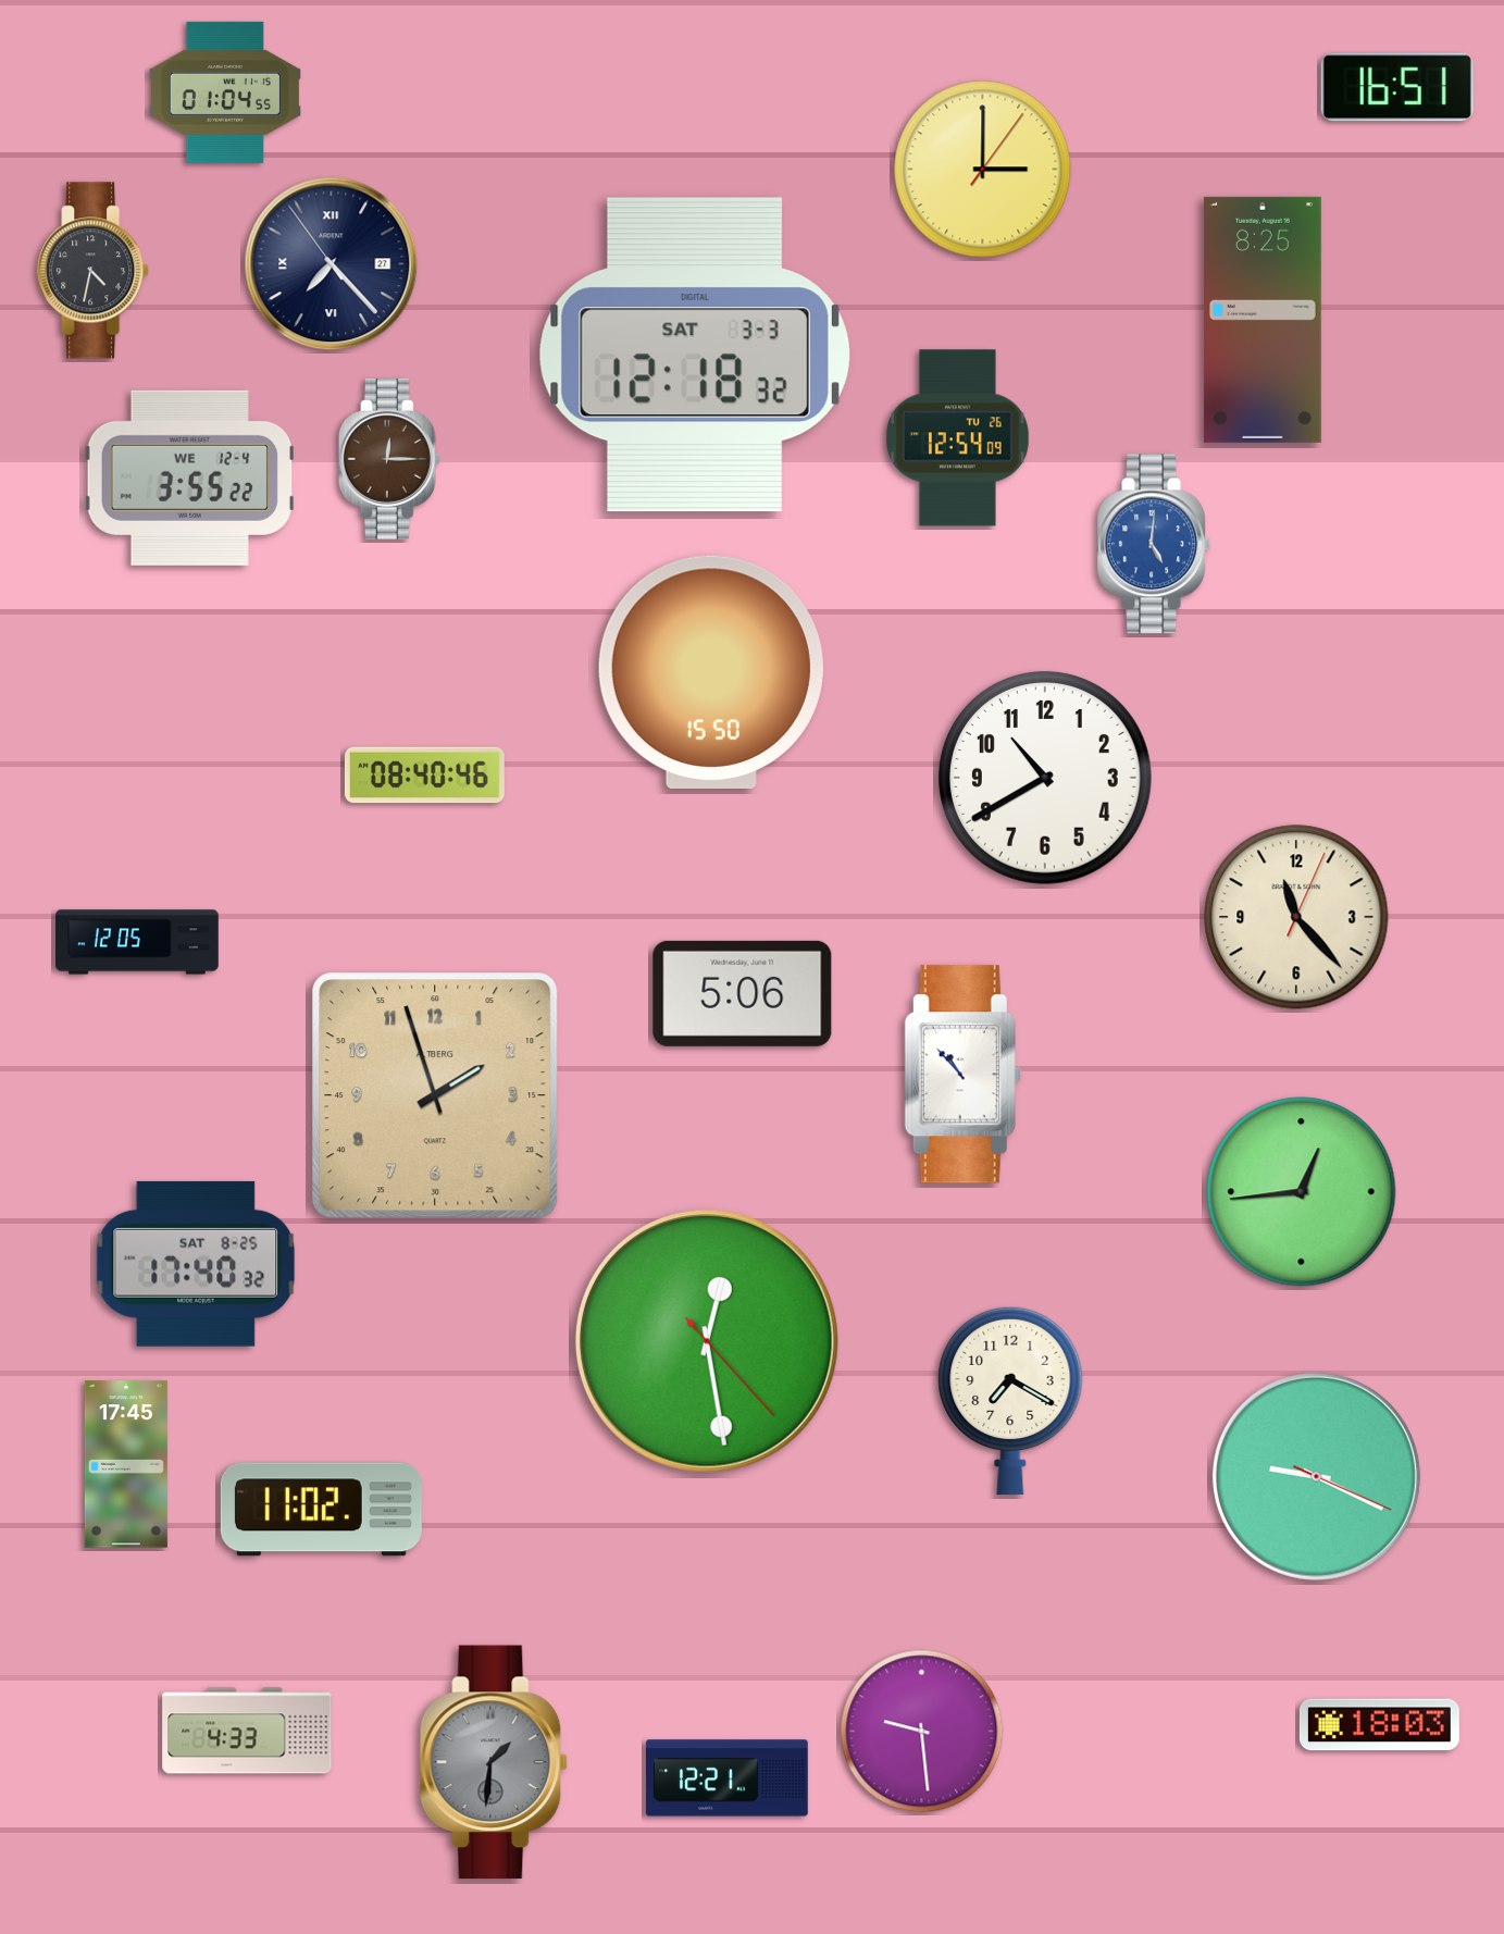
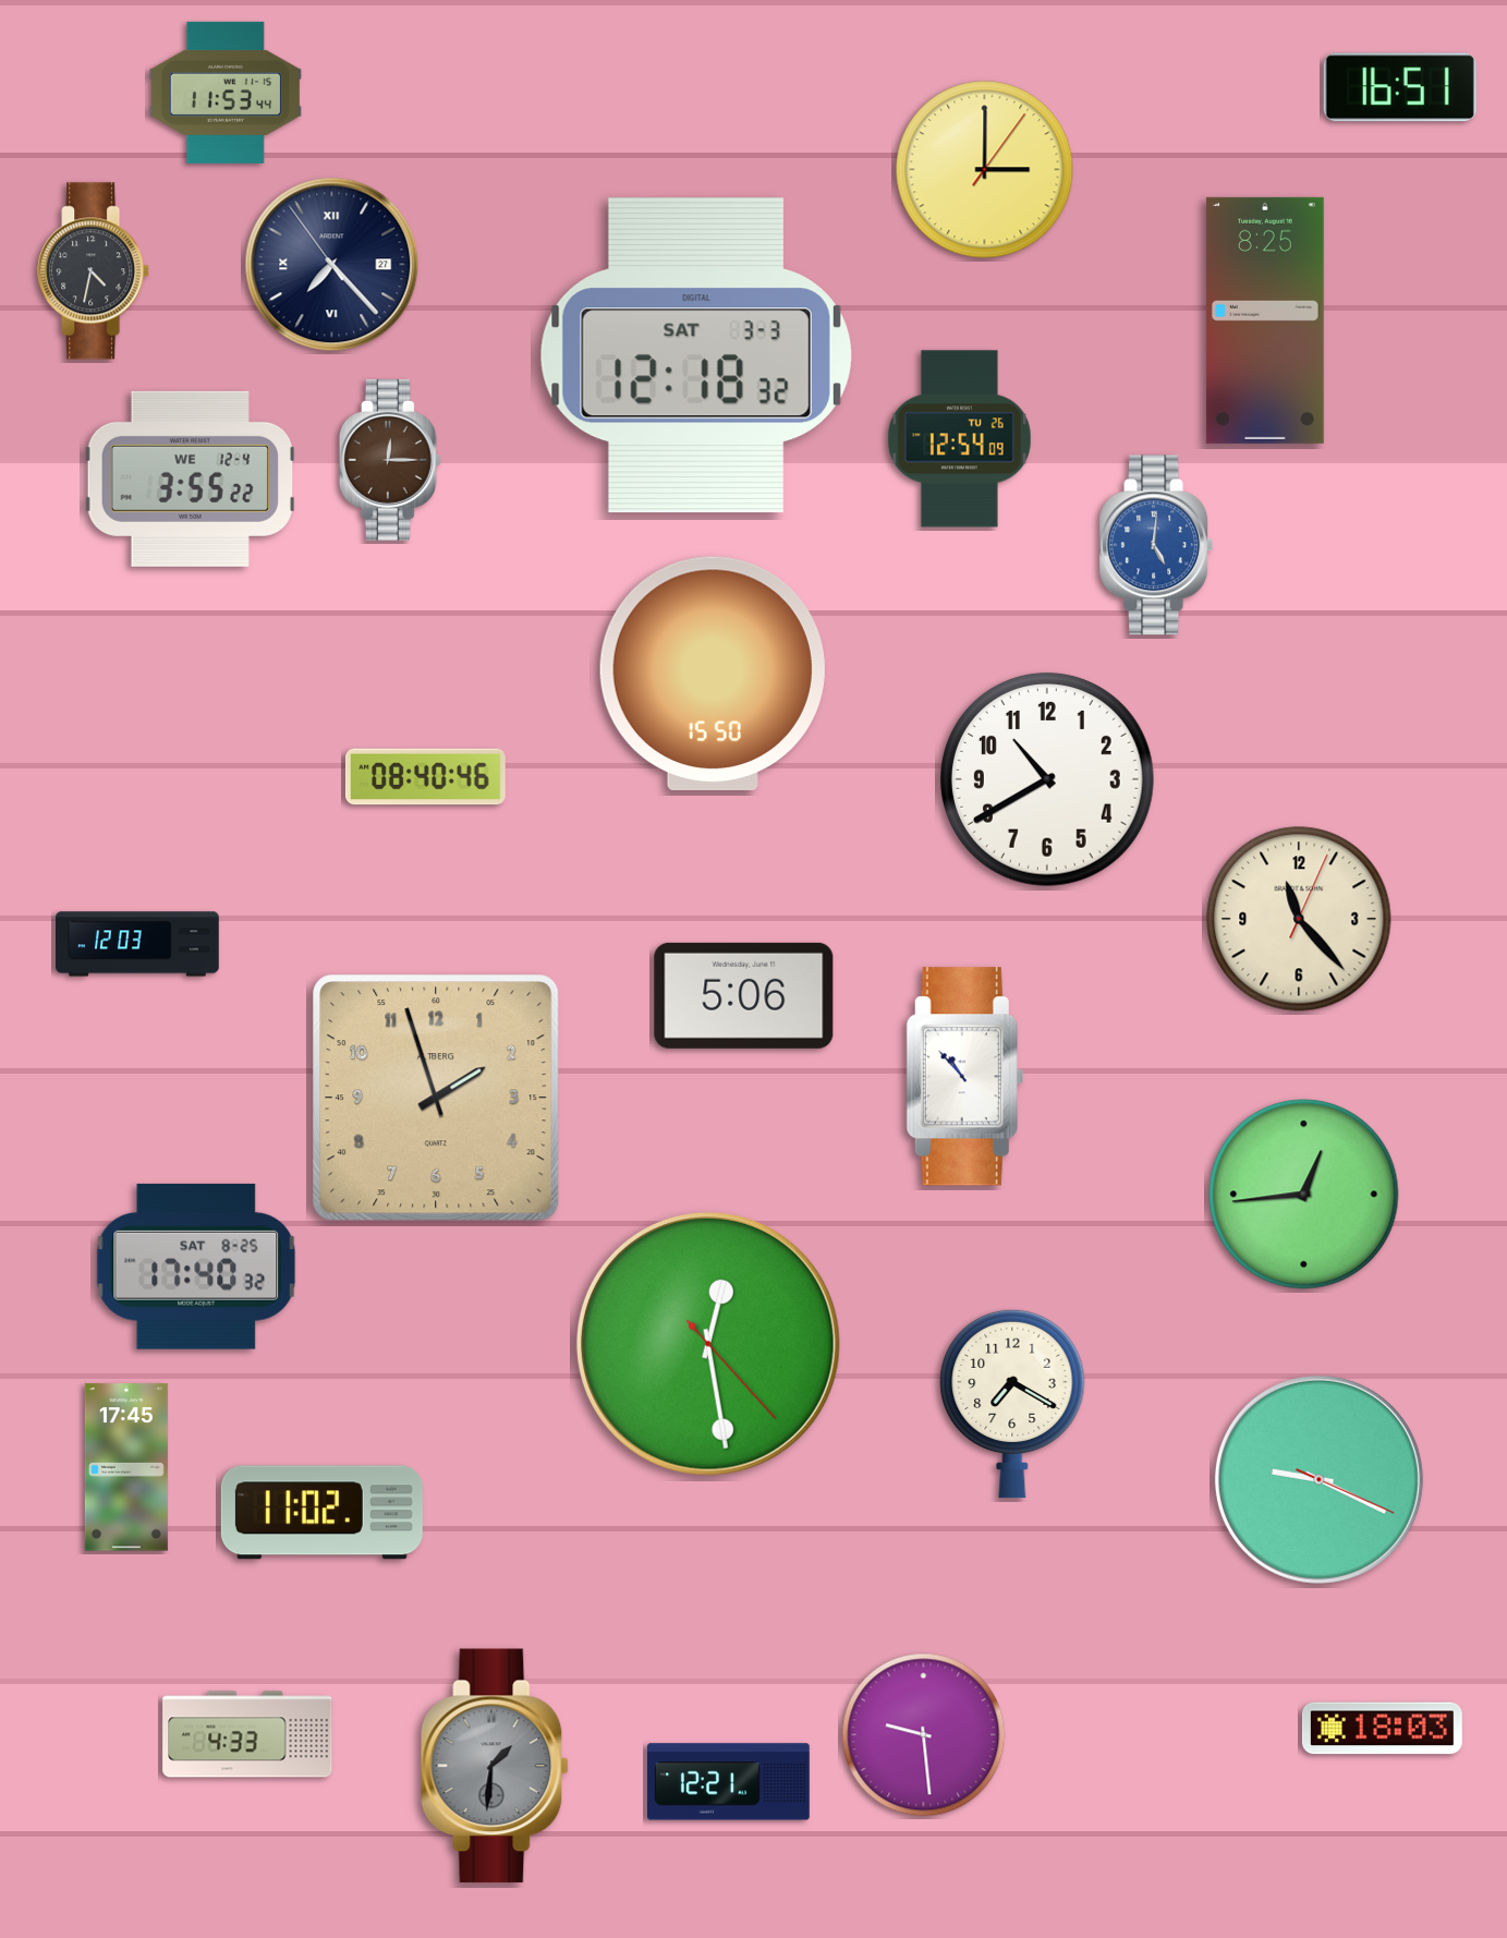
clock at (225, 92): 01:04 -> 11:53
clock at (137, 942): 12:05 -> 12:03
